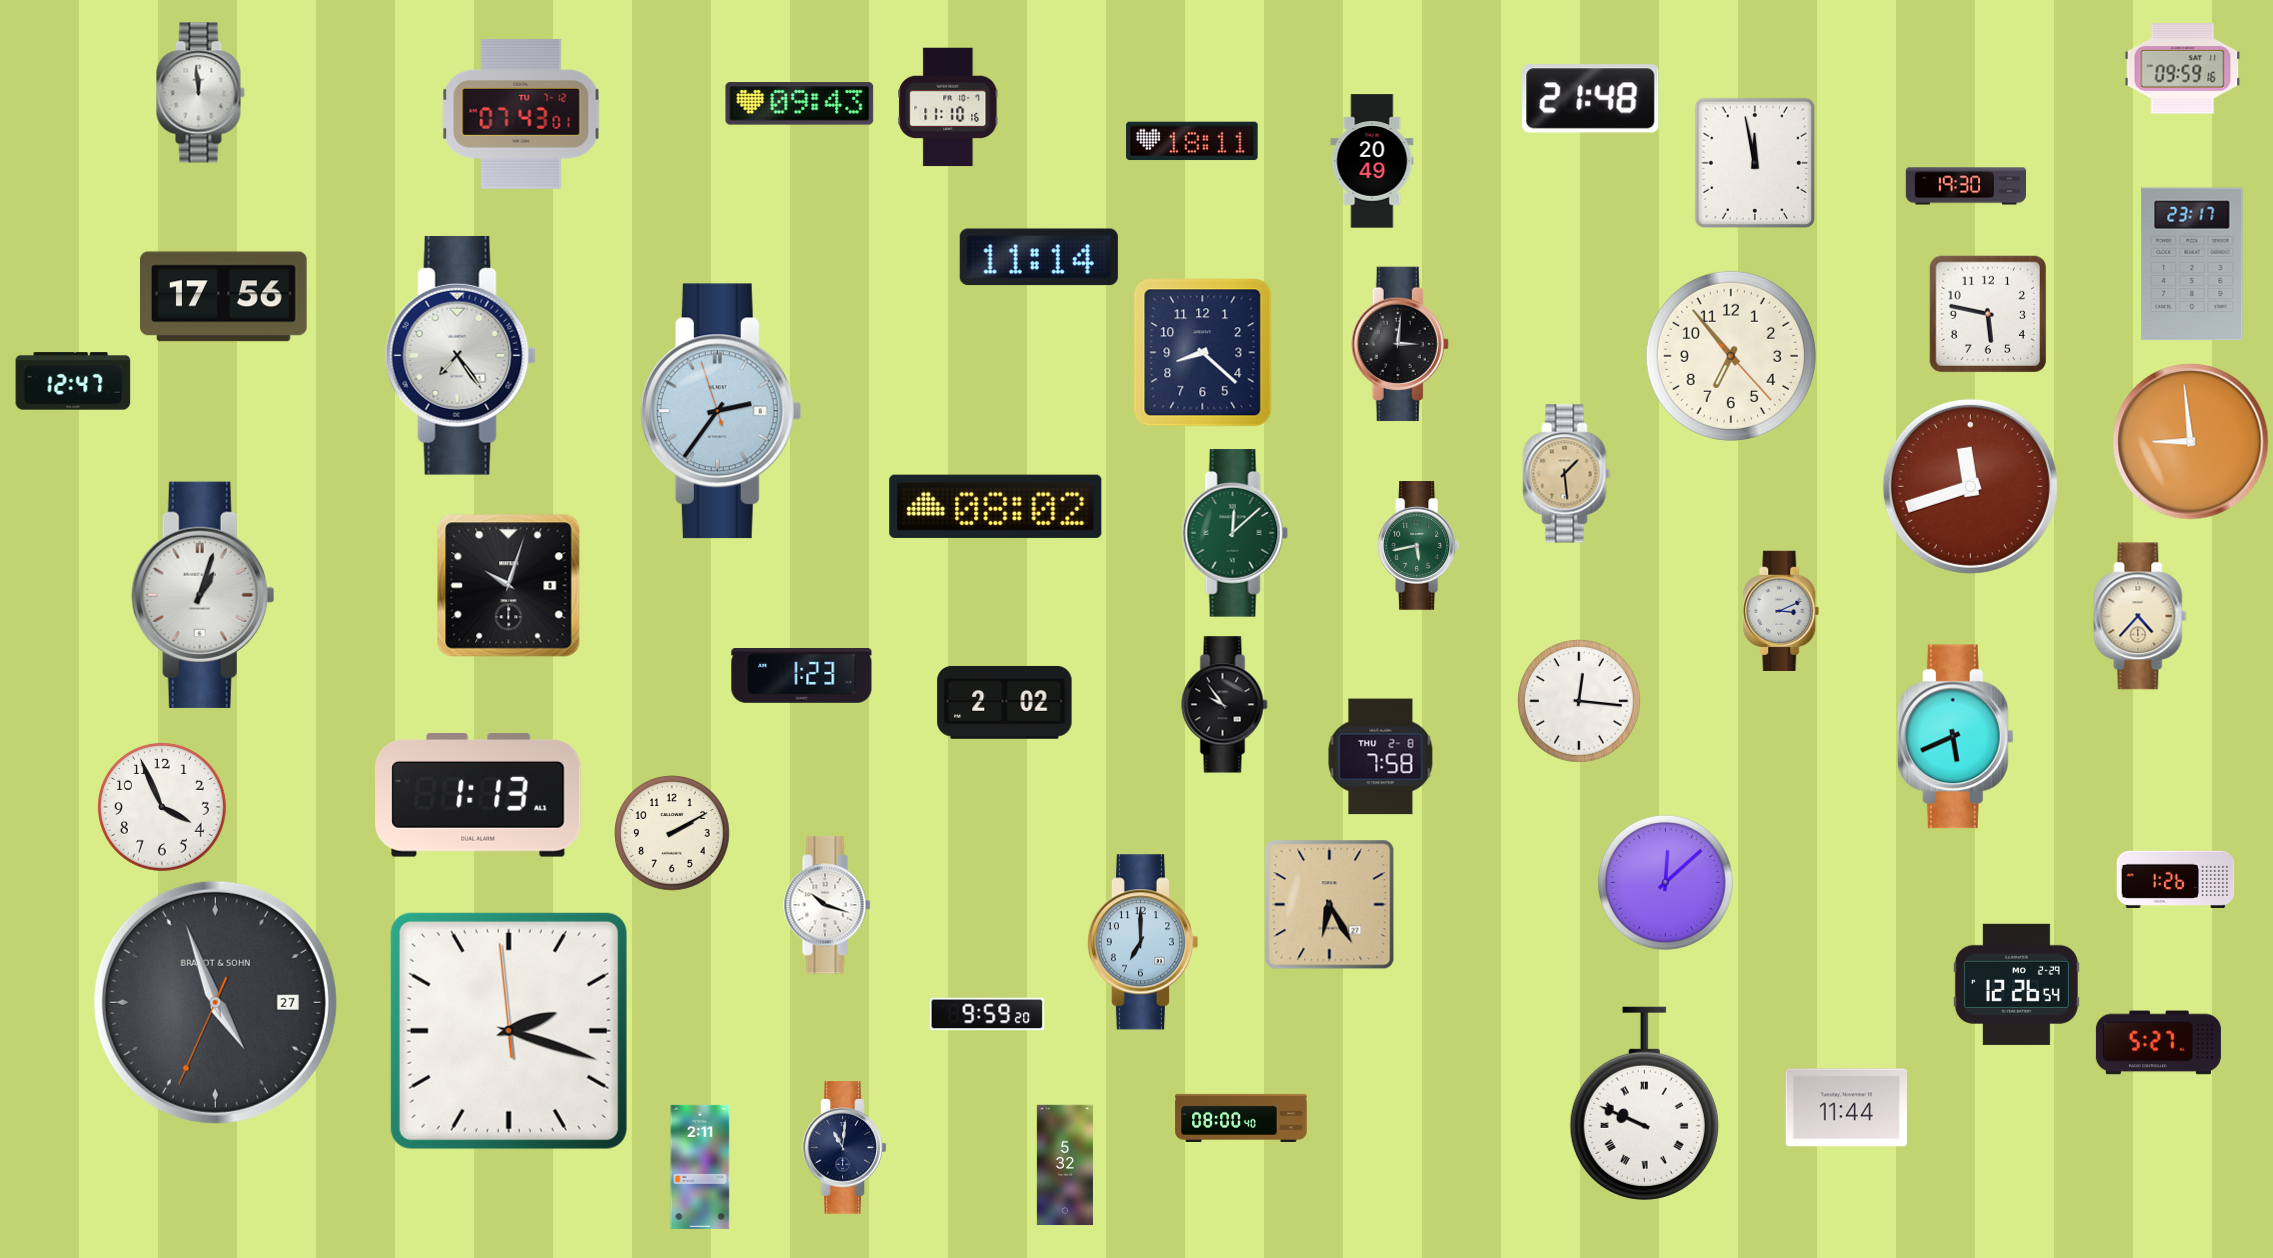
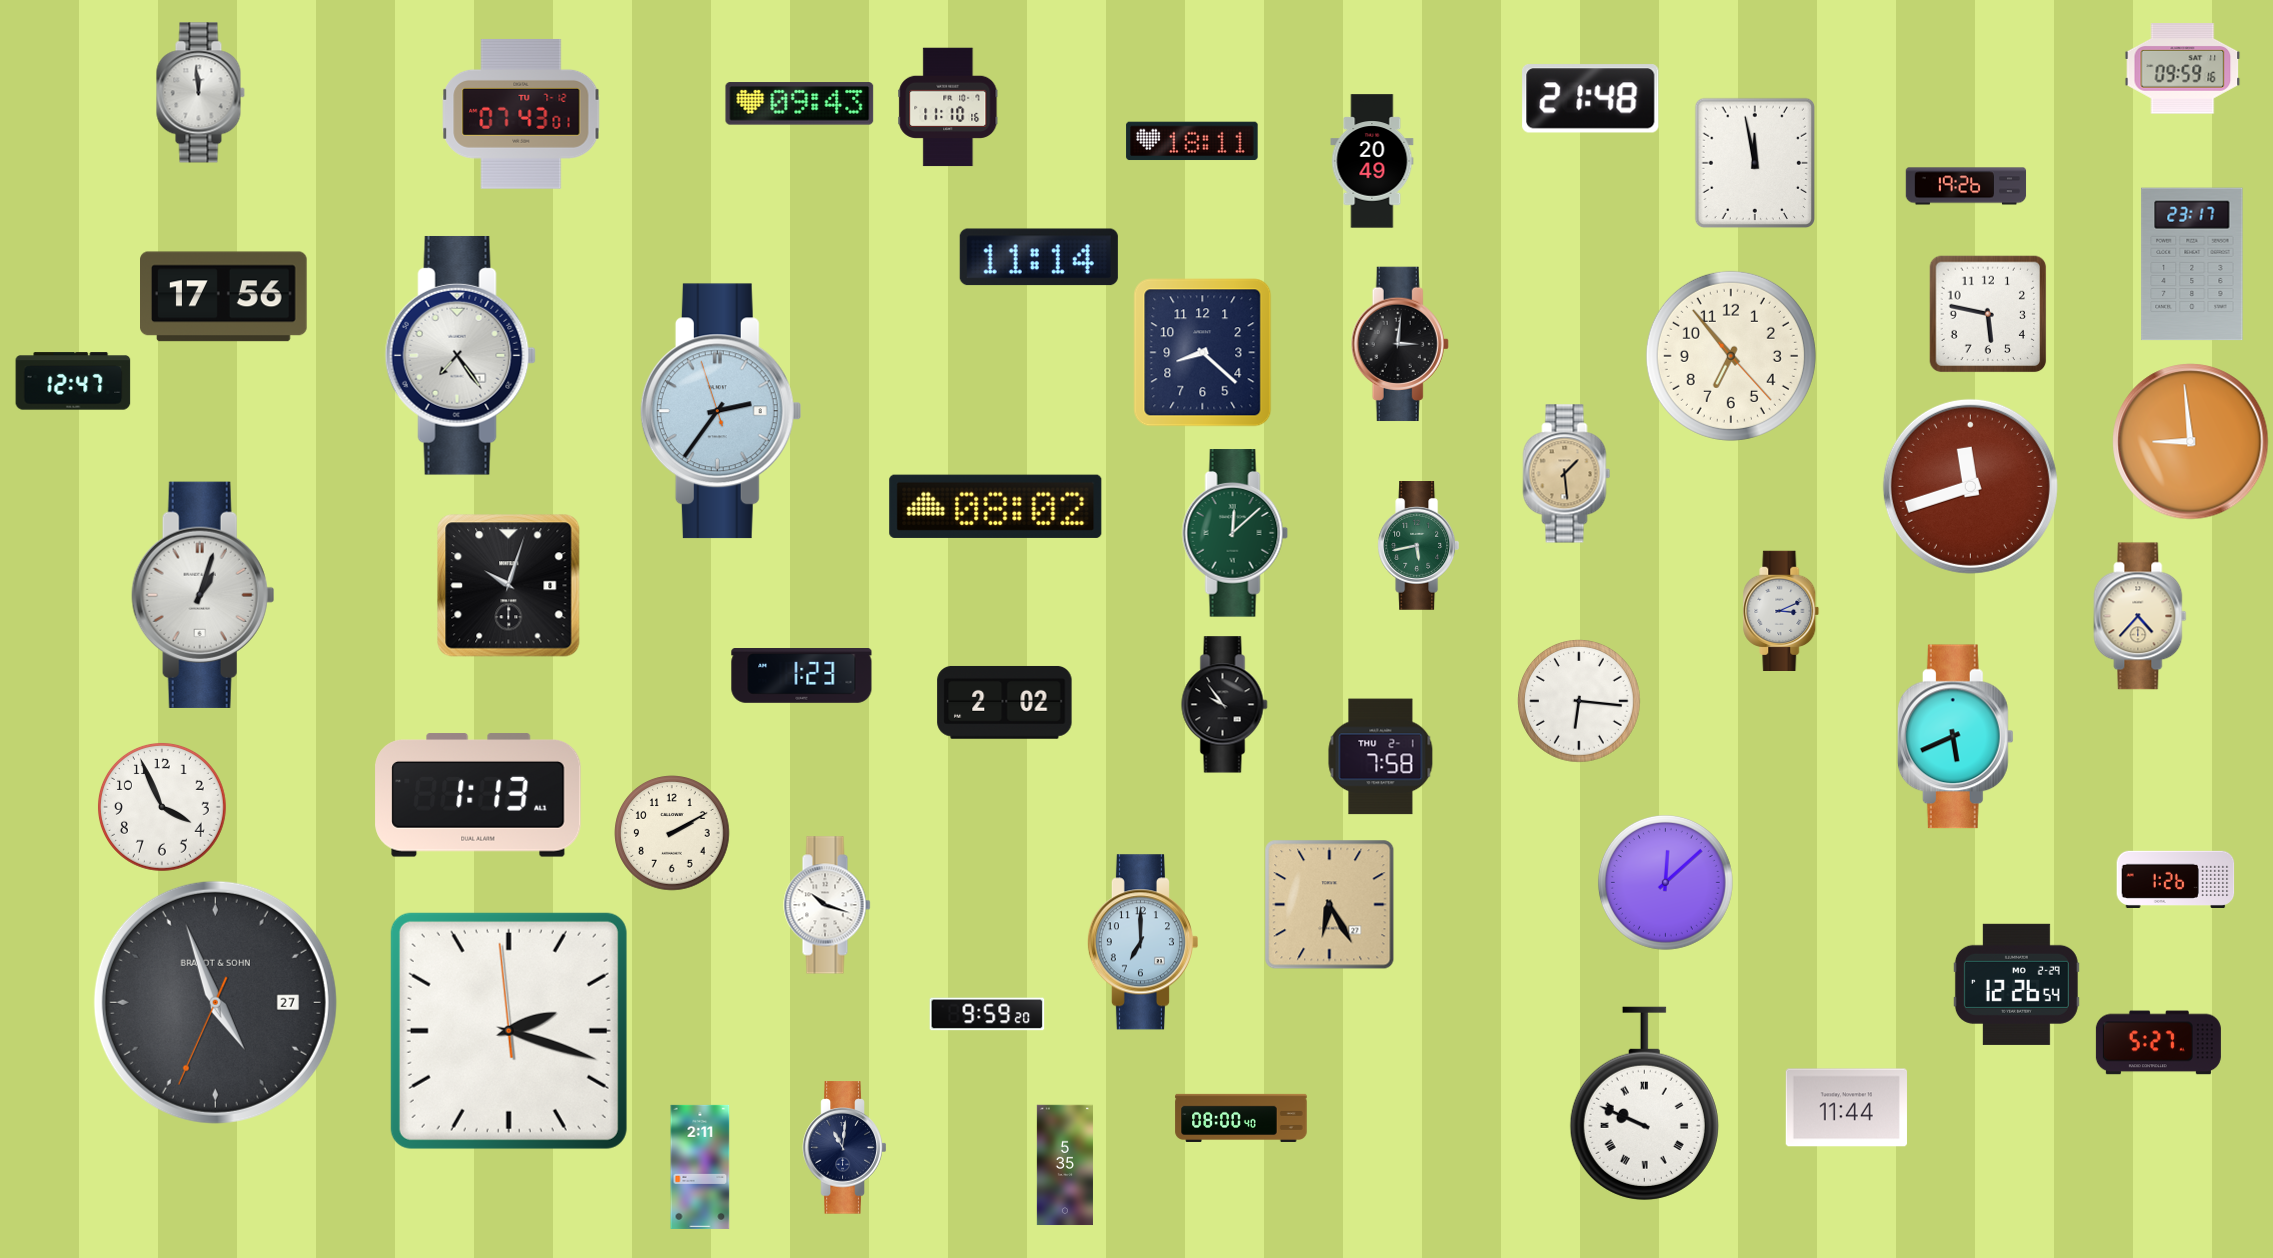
clock at (1966, 186): 19:30 -> 19:26
clock at (1580, 702): 12:16 -> 6:16
clock at (1381, 757) date: THU 2-8 -> THU 2-1
clock at (1065, 1165): 5:32 -> 5:35
